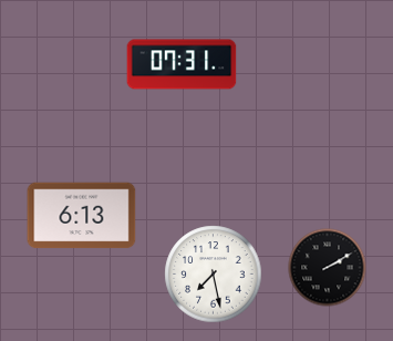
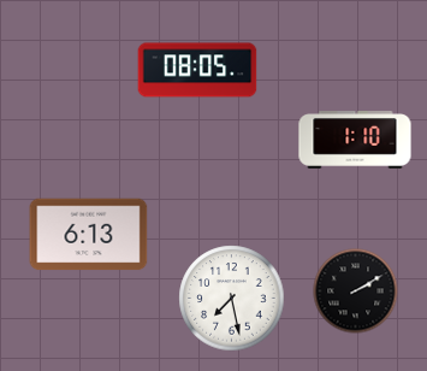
clock at (182, 64): 07:31 -> 08:05
clock at (355, 140): none -> 1:10
